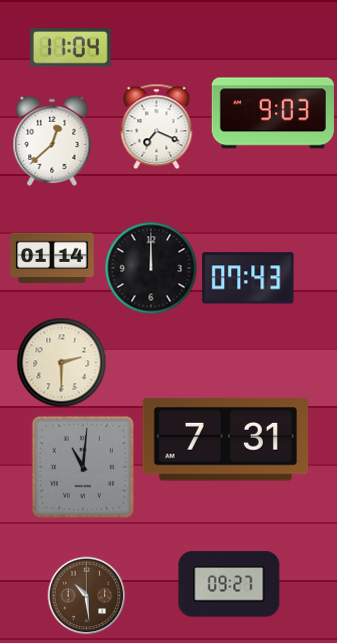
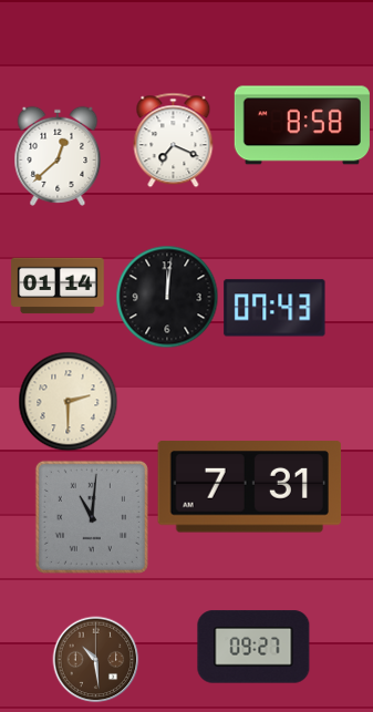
clock at (70, 48): 11:04 -> none
clock at (273, 113): 9:03 -> 8:58
clock at (151, 268): 12:00 -> 12:01
